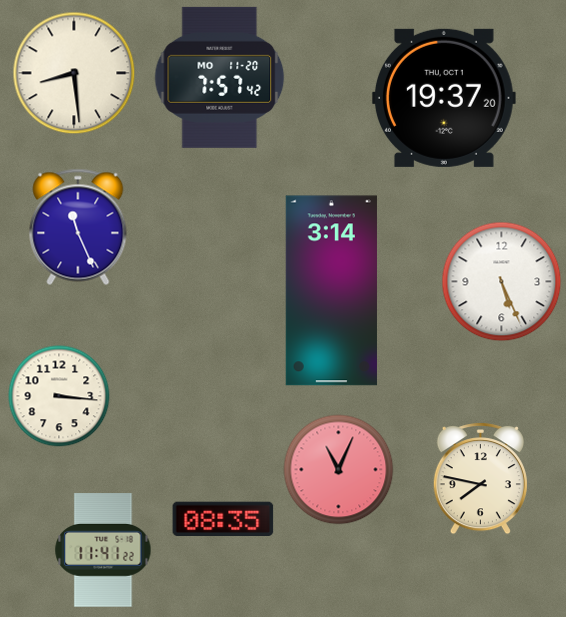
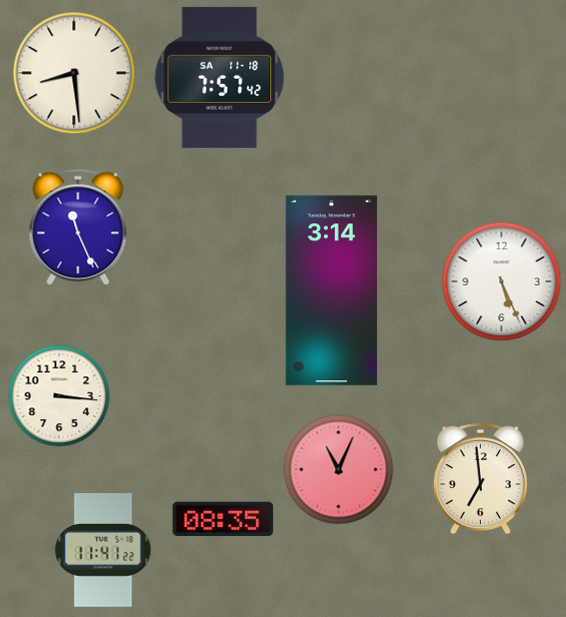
clock at (220, 77) date: MO 11-20 -> SA 11-18
clock at (444, 98): 19:37 -> none
clock at (480, 479): 7:47 -> 6:59
